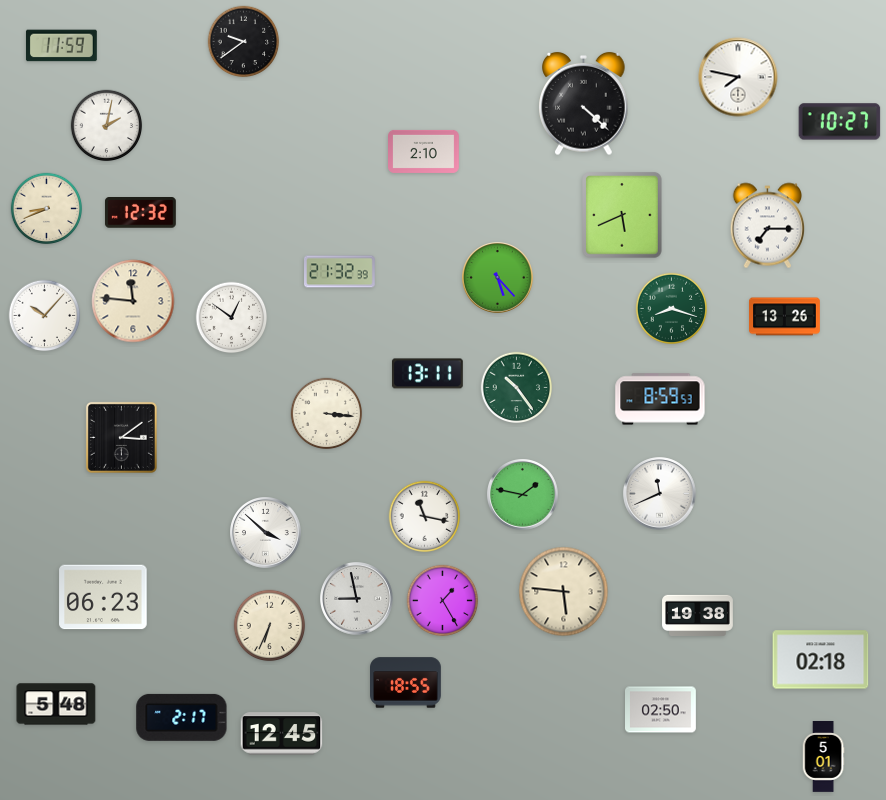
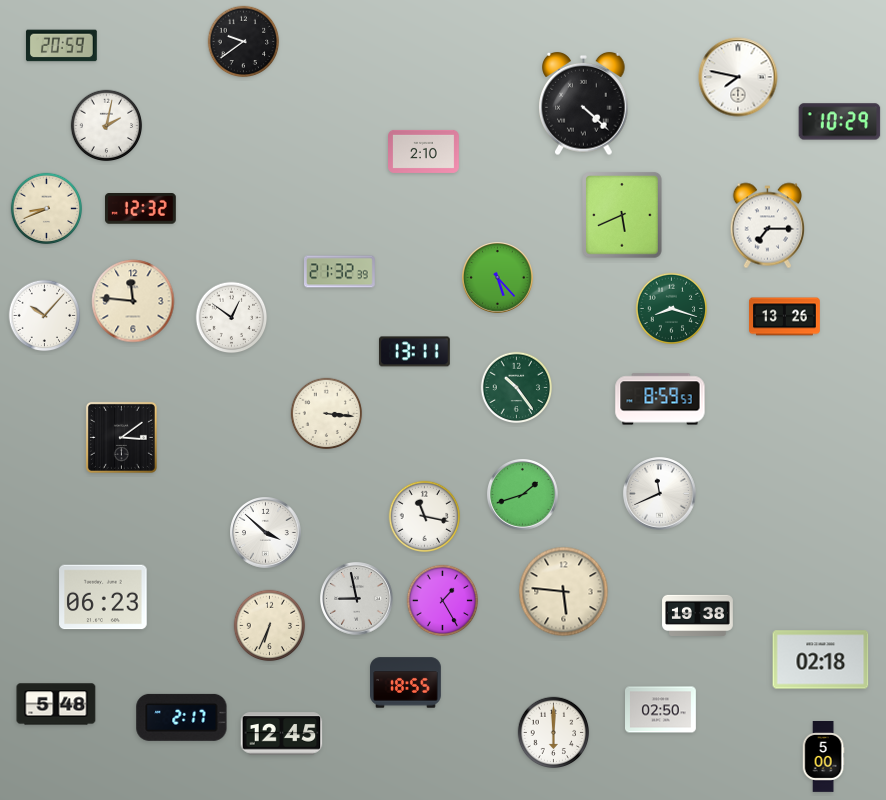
clock at (61, 46): 11:59 -> 20:59
clock at (840, 122): 10:27 -> 10:29
clock at (140, 213) position: (140, 213) -> (140, 209)
clock at (427, 374) position: (427, 374) -> (414, 352)
clock at (523, 495): 1:47 -> 1:42
clock at (554, 733): none -> 6:00
clock at (823, 757): 5:01 -> 5:00
